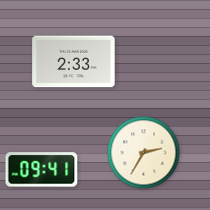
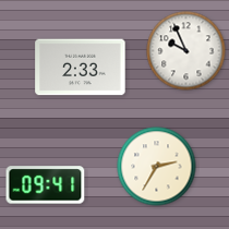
clock at (186, 51): none -> 9:56
